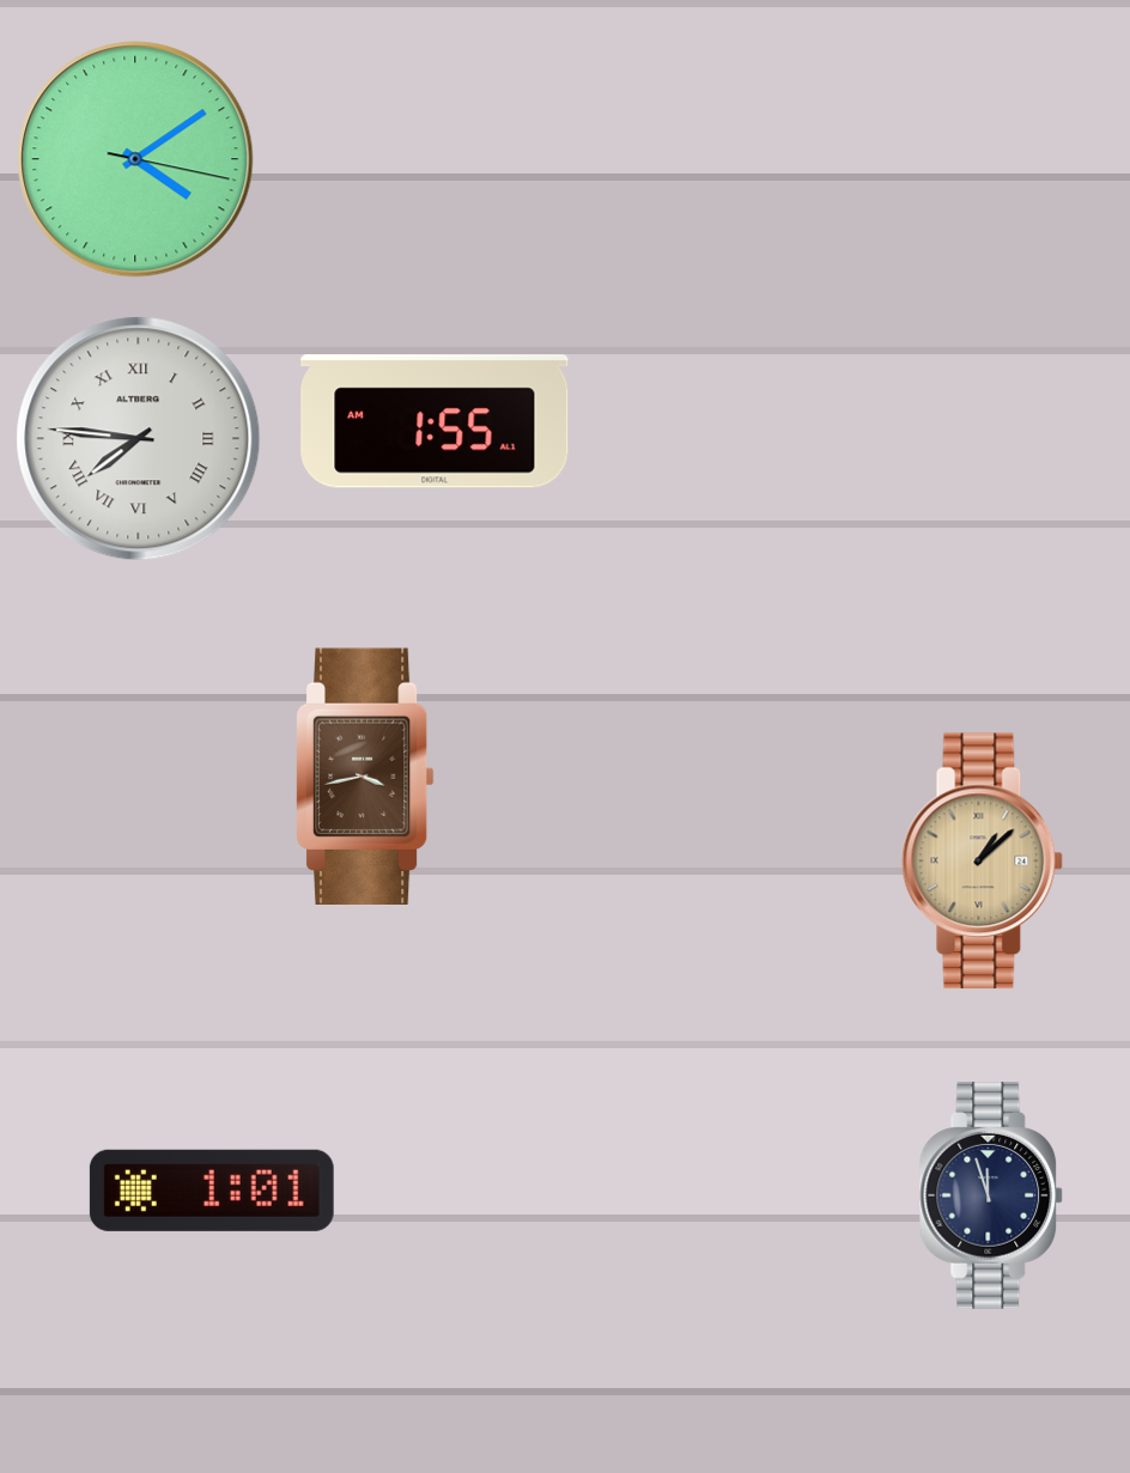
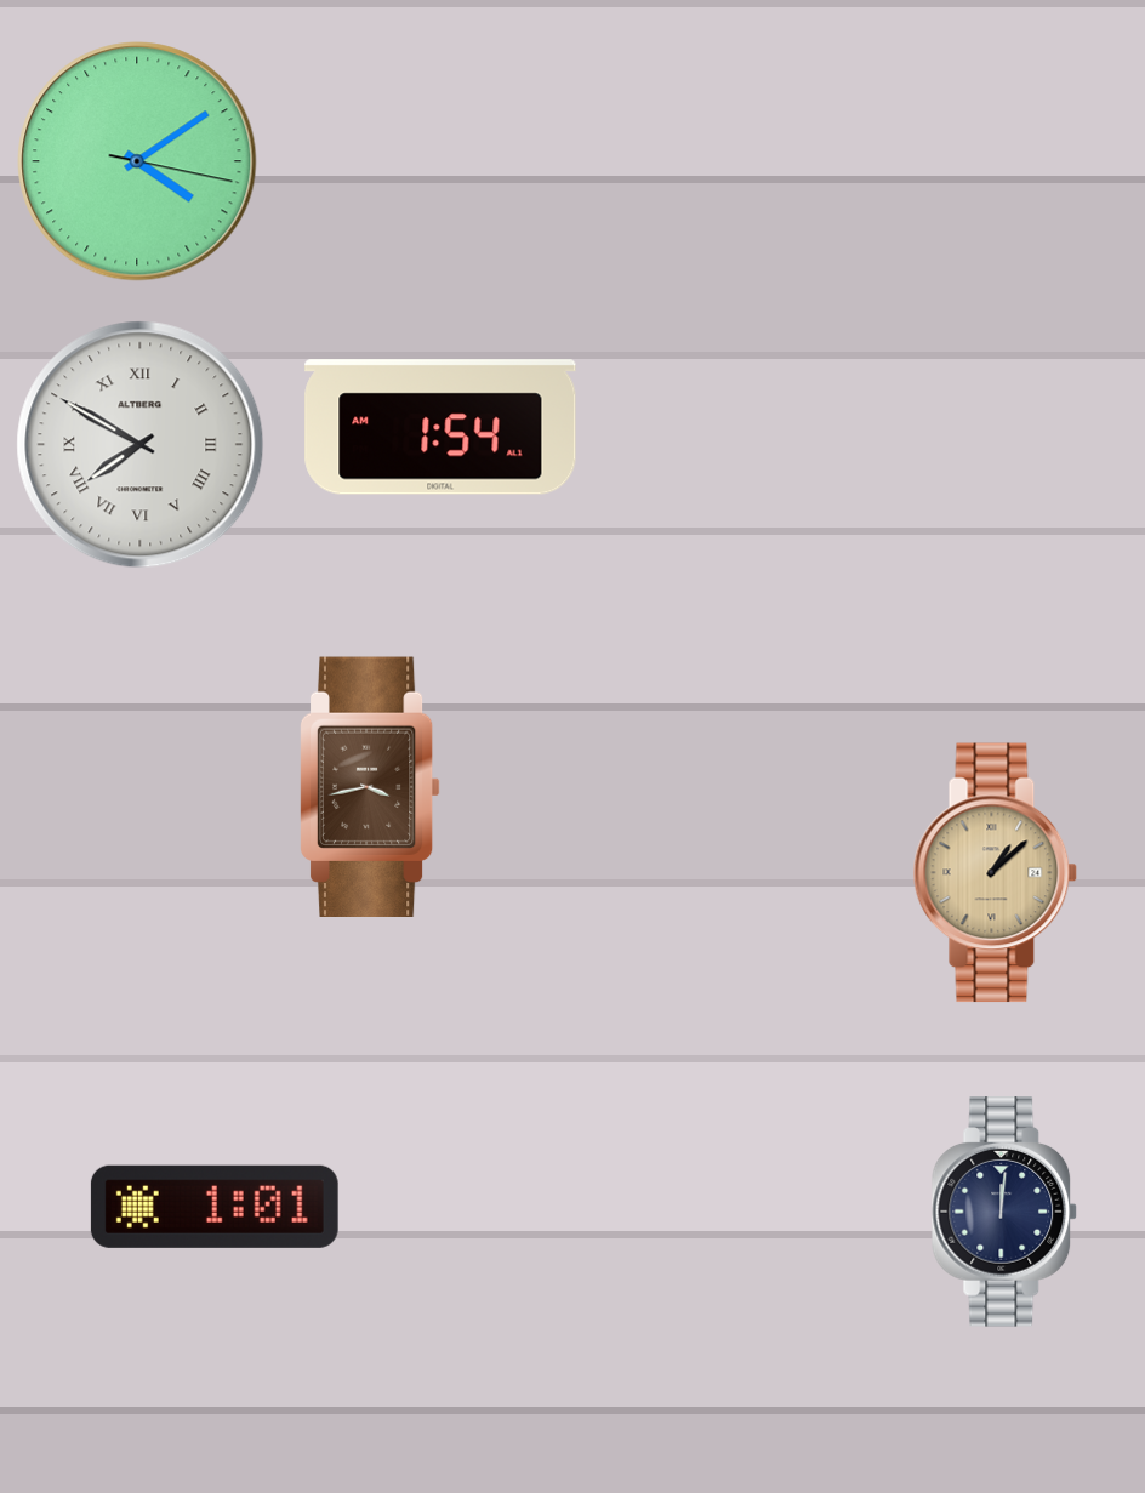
clock at (435, 421): 1:55 -> 1:54
clock at (139, 439): 7:46 -> 7:50
clock at (991, 1195): 11:57 -> 12:01
